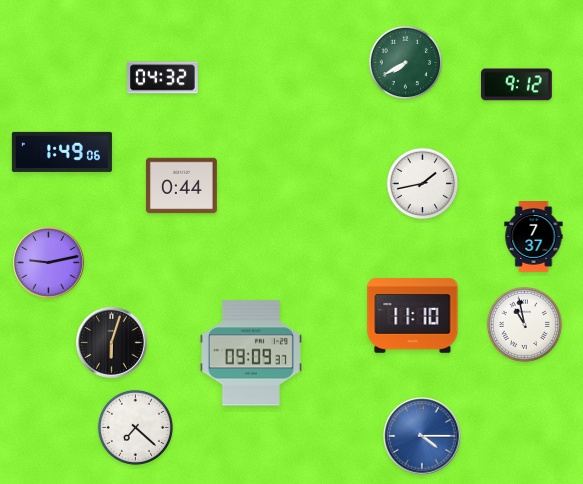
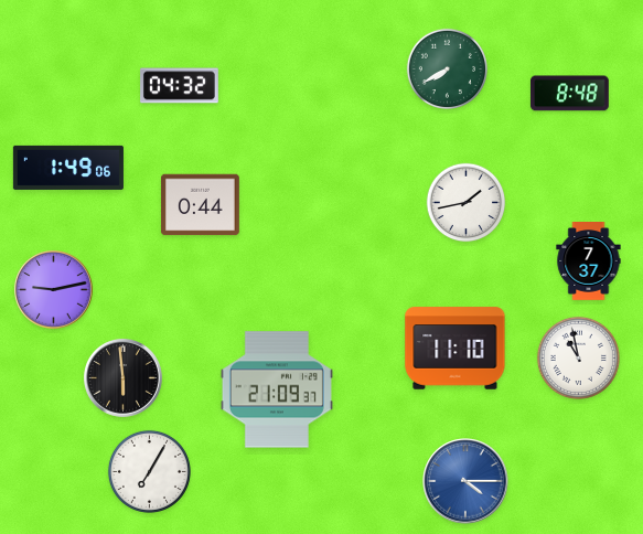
clock at (516, 85): 9:12 -> 8:48
clock at (112, 343): 6:03 -> 5:59
clock at (251, 353): 09:09 -> 21:09
clock at (135, 427): 7:22 -> 7:05
